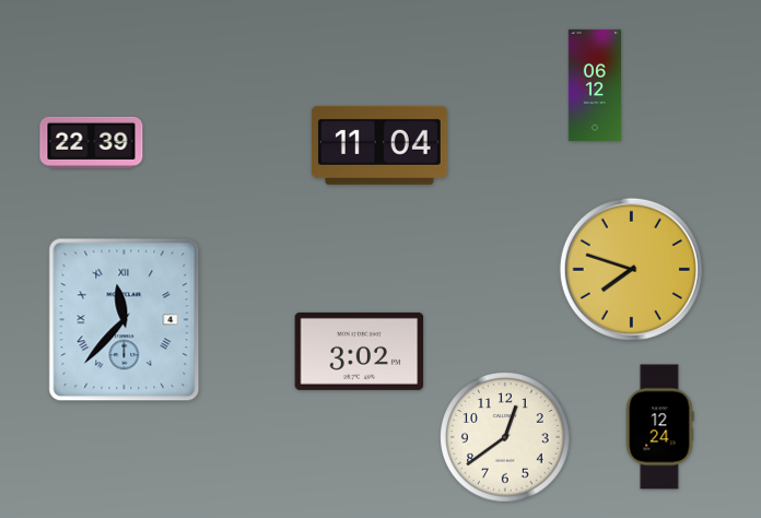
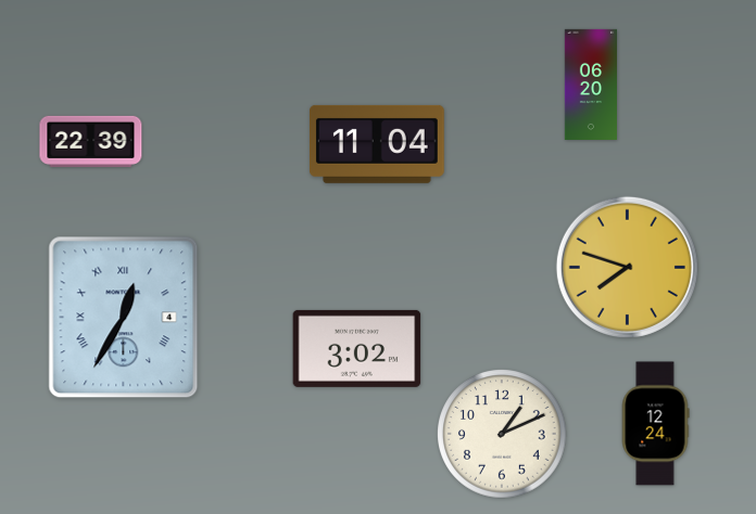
clock at (594, 85): 06:12 -> 06:20
clock at (125, 320): 11:37 -> 12:35
clock at (506, 438): 12:39 -> 1:11
